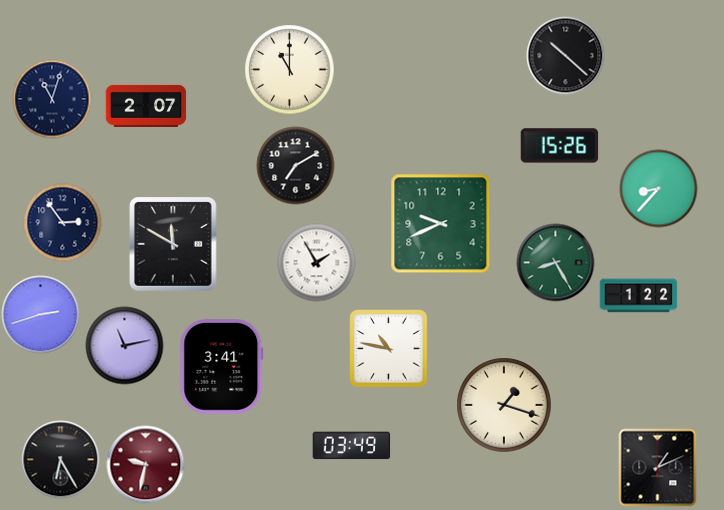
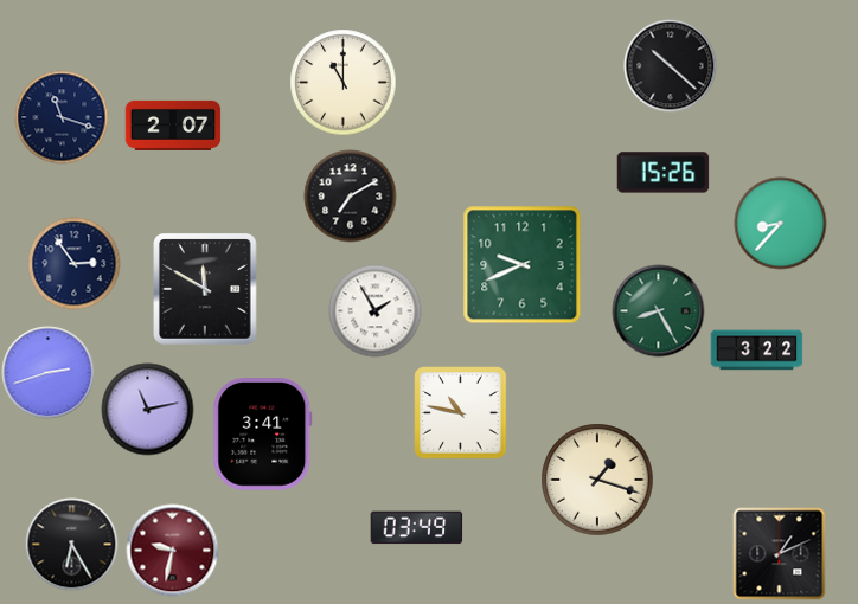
clock at (52, 99): 11:03 -> 11:18
clock at (638, 296): 1:22 -> 3:22
